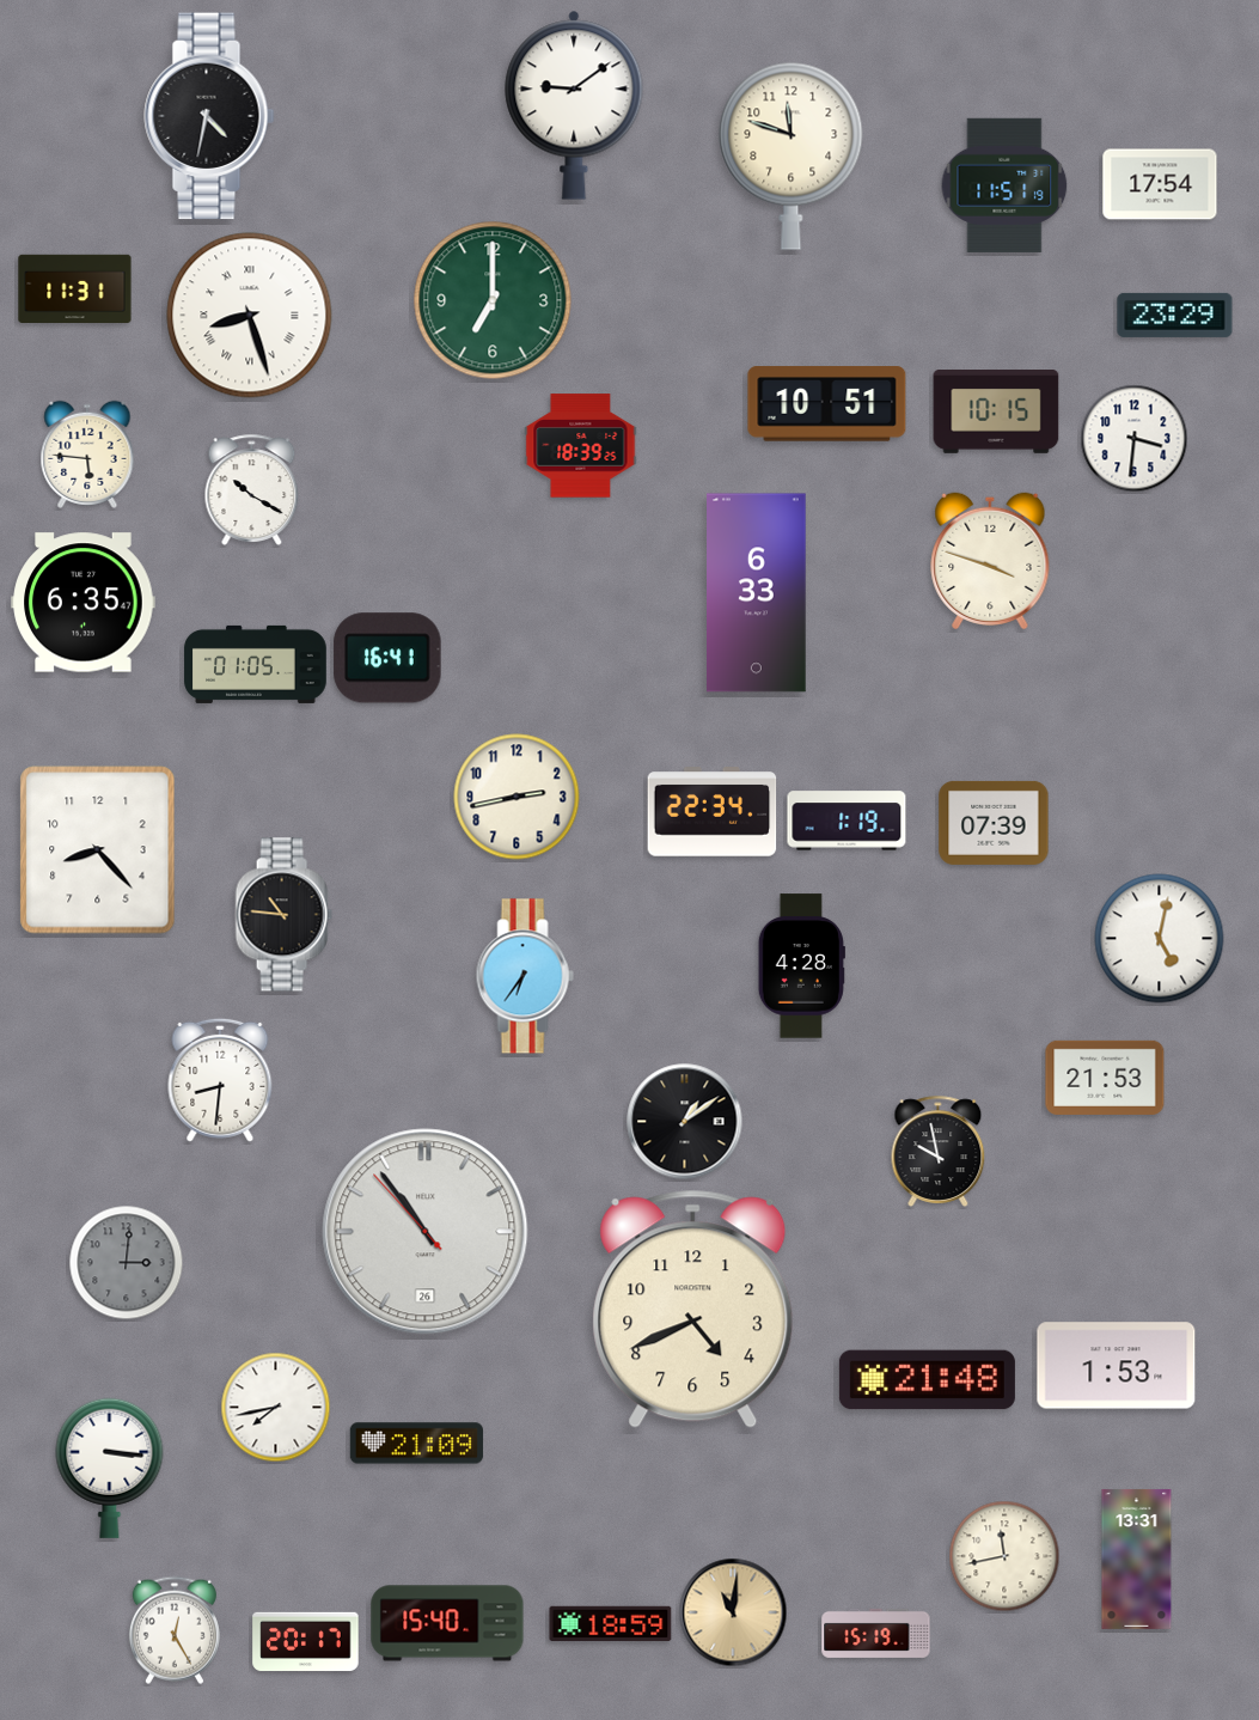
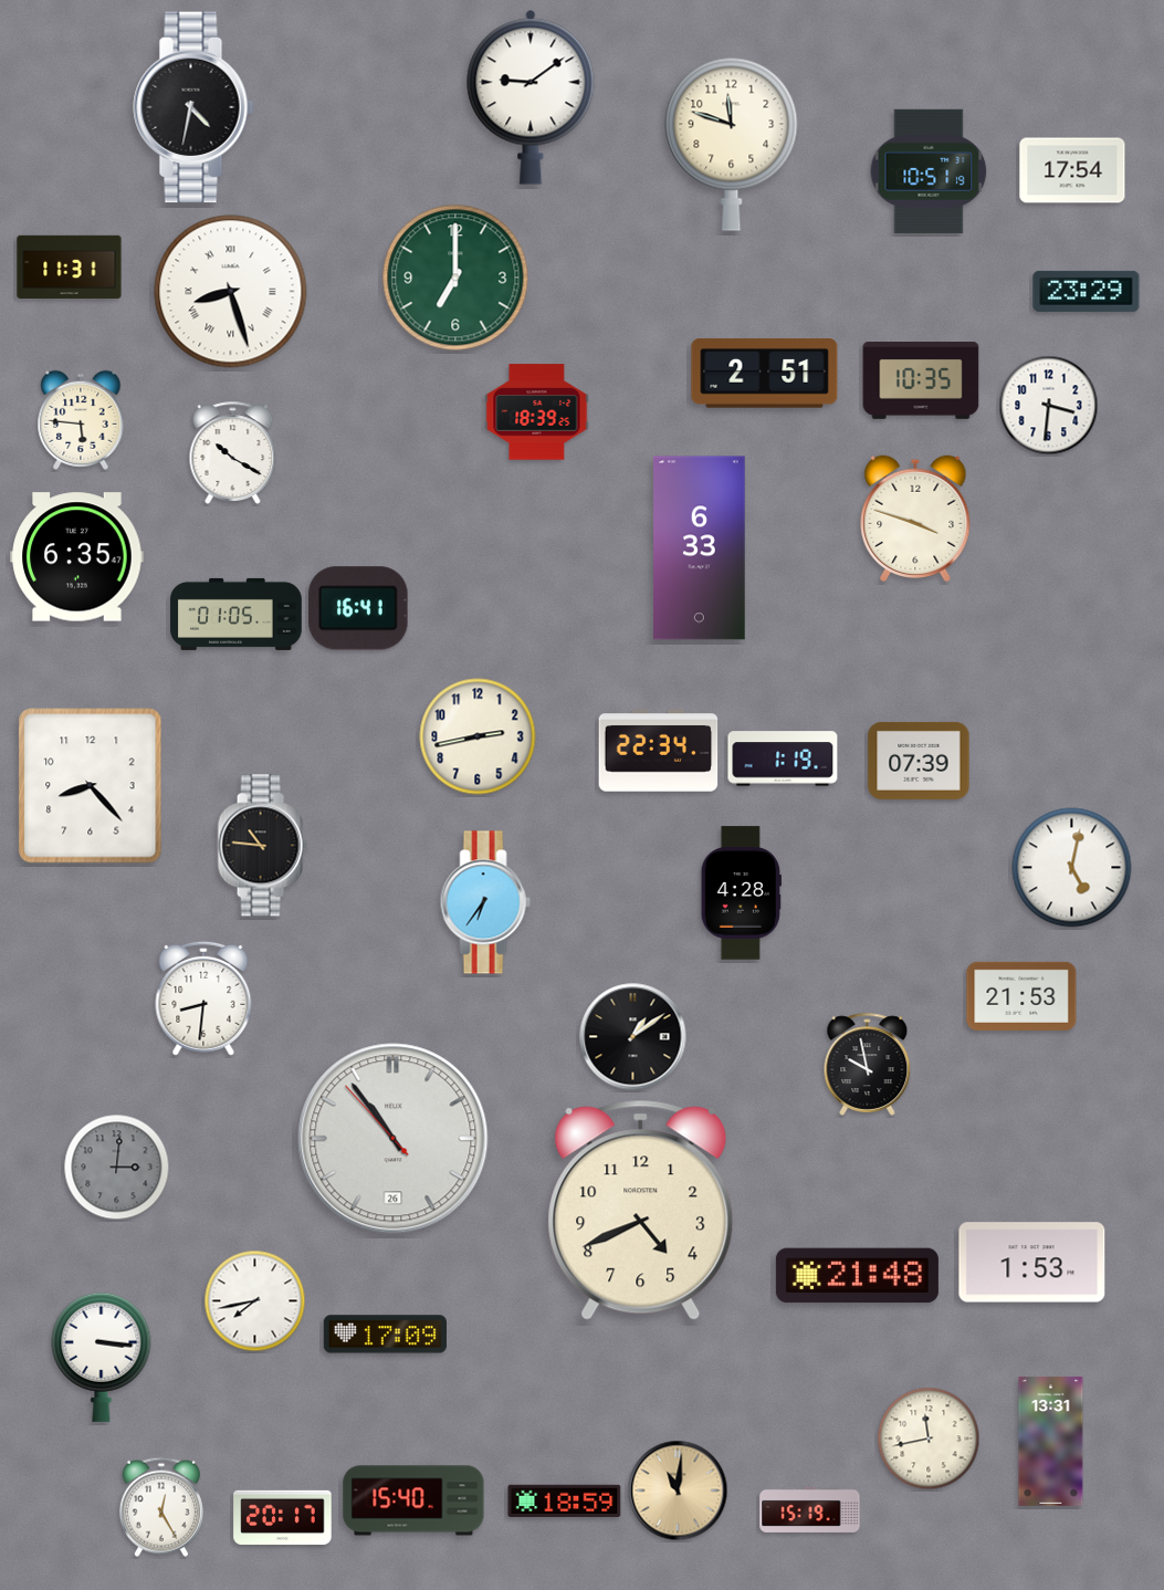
clock at (1004, 185): 11:51 -> 10:51
clock at (827, 404): 10:51 -> 2:51
clock at (996, 413): 10:15 -> 10:35
clock at (416, 1444): 21:09 -> 17:09
